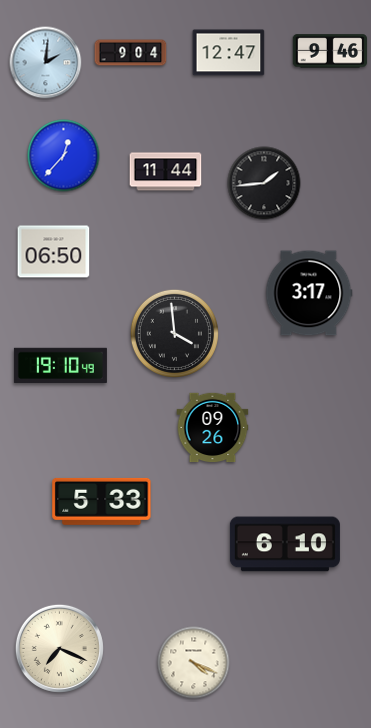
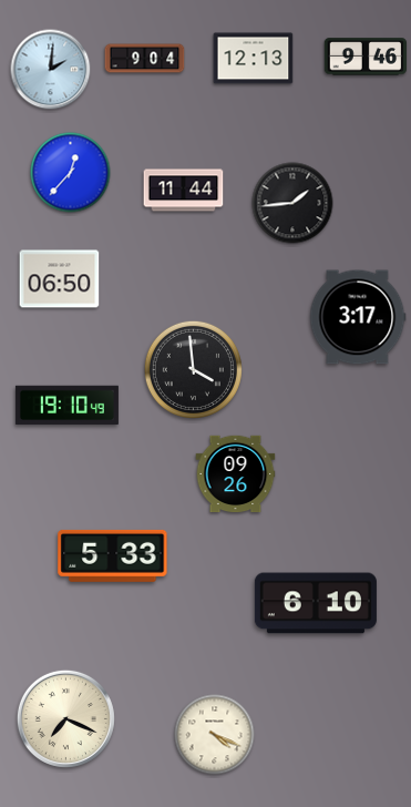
clock at (229, 53): 12:47 -> 12:13
clock at (309, 293) position: (309, 293) -> (358, 317)
